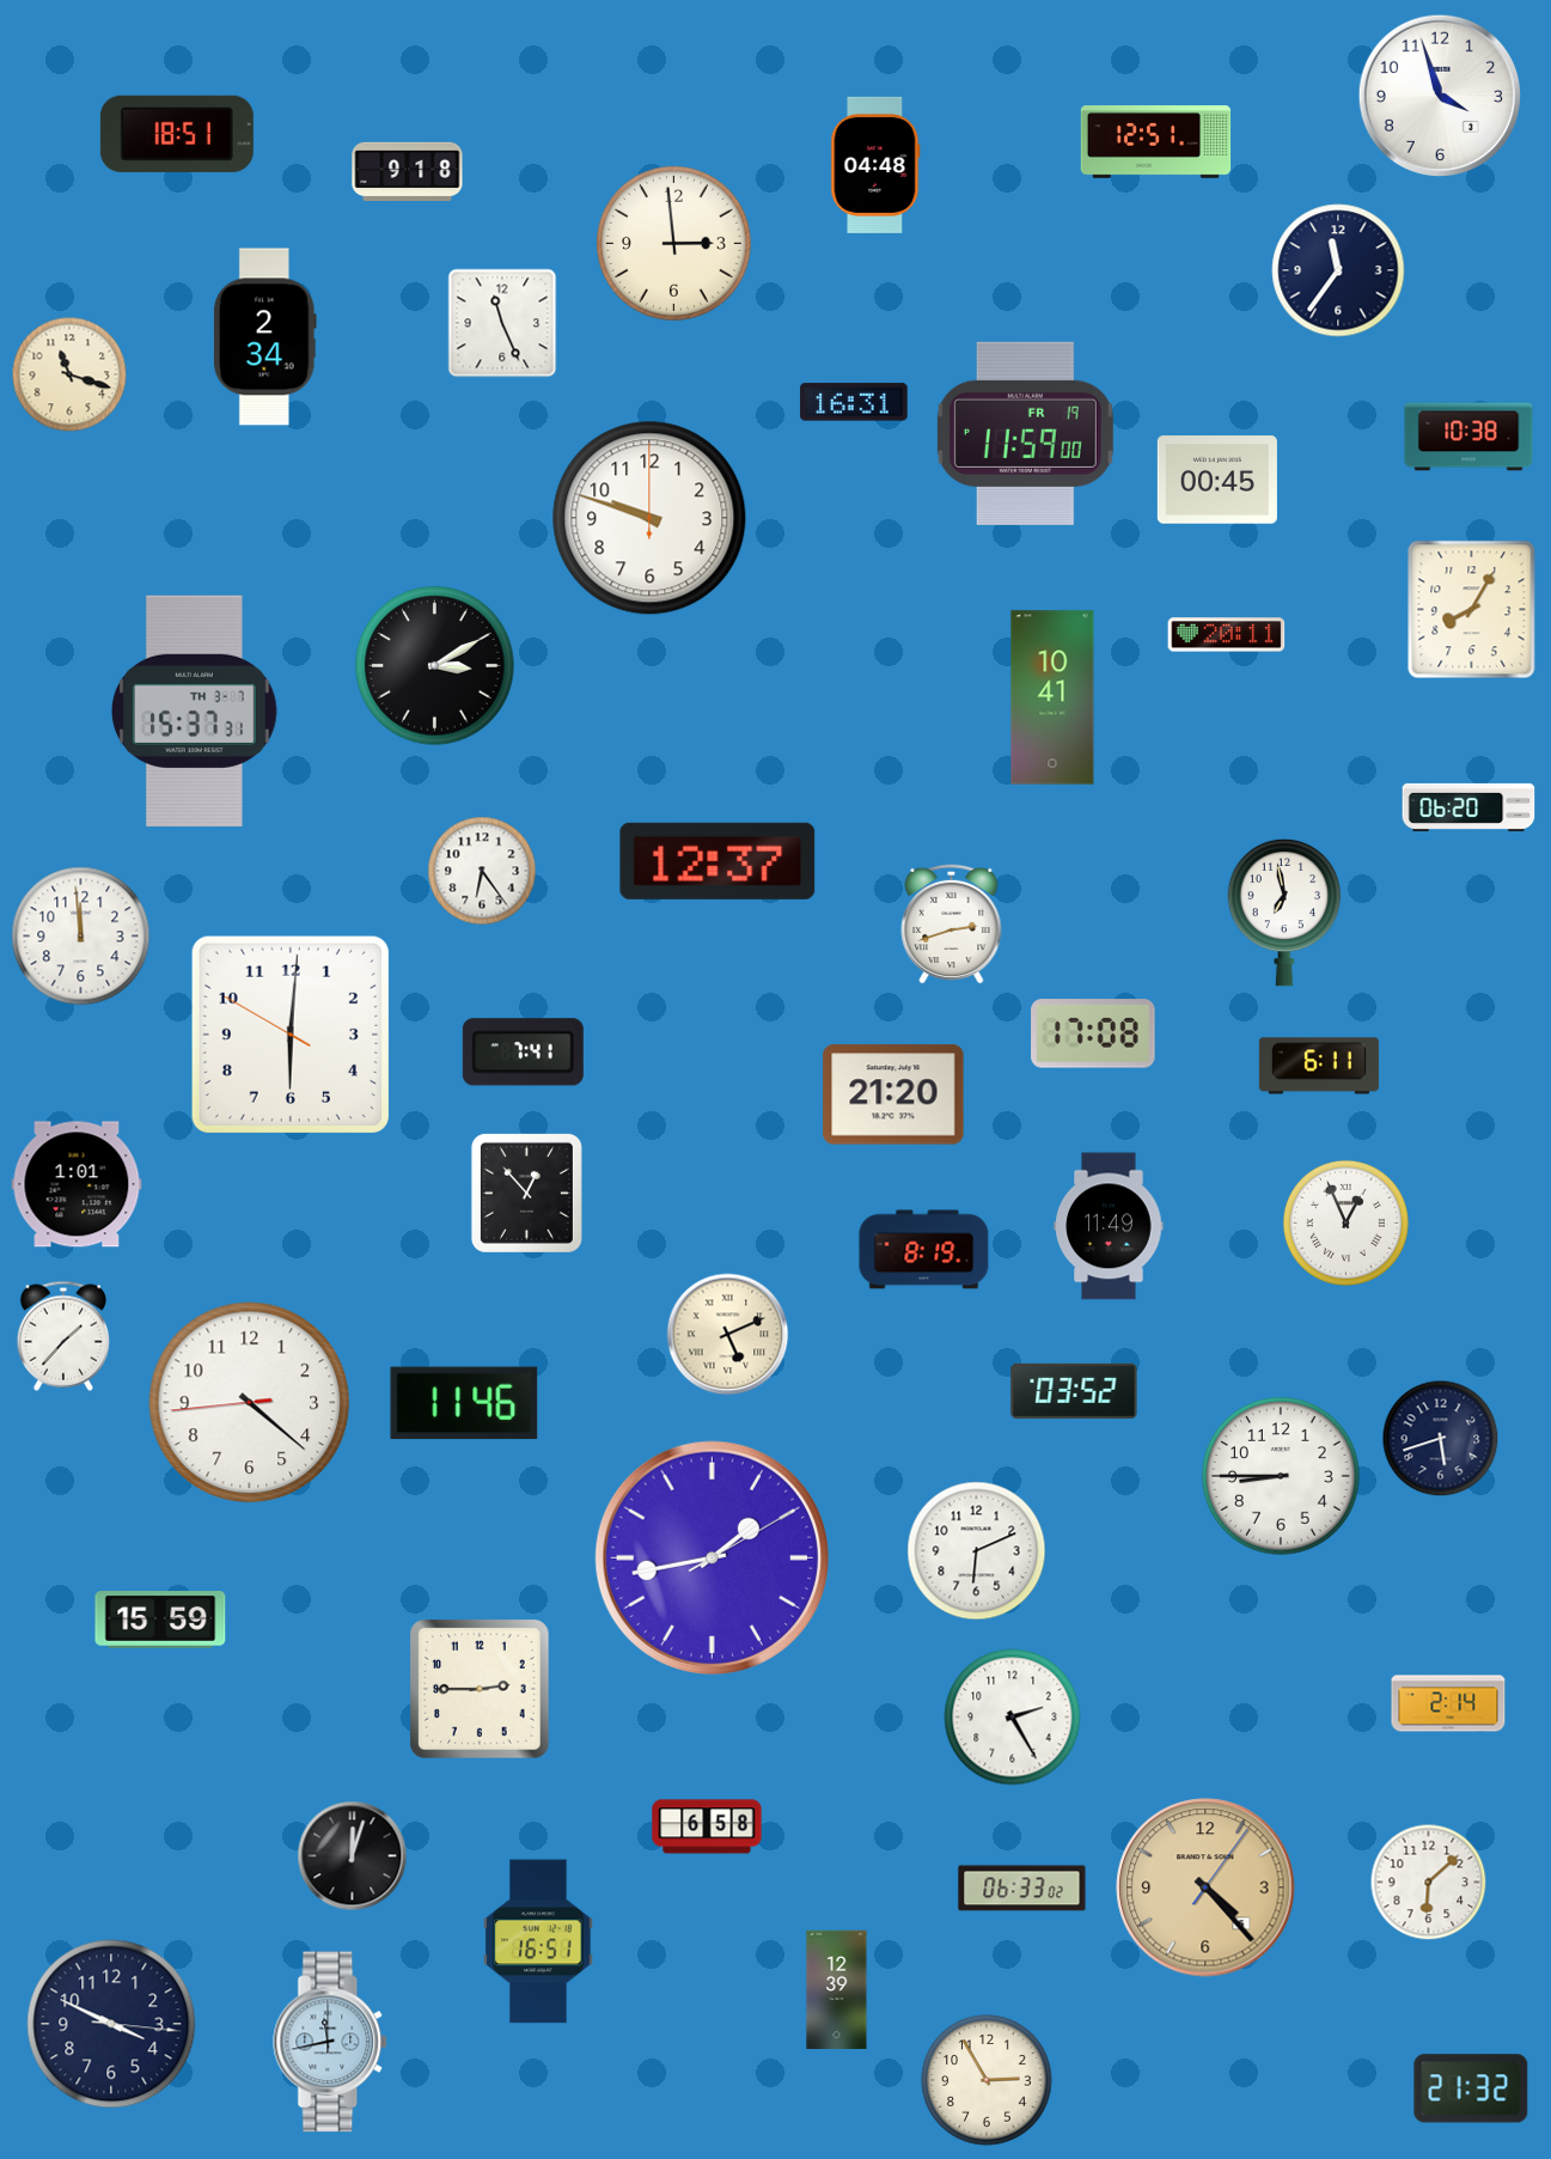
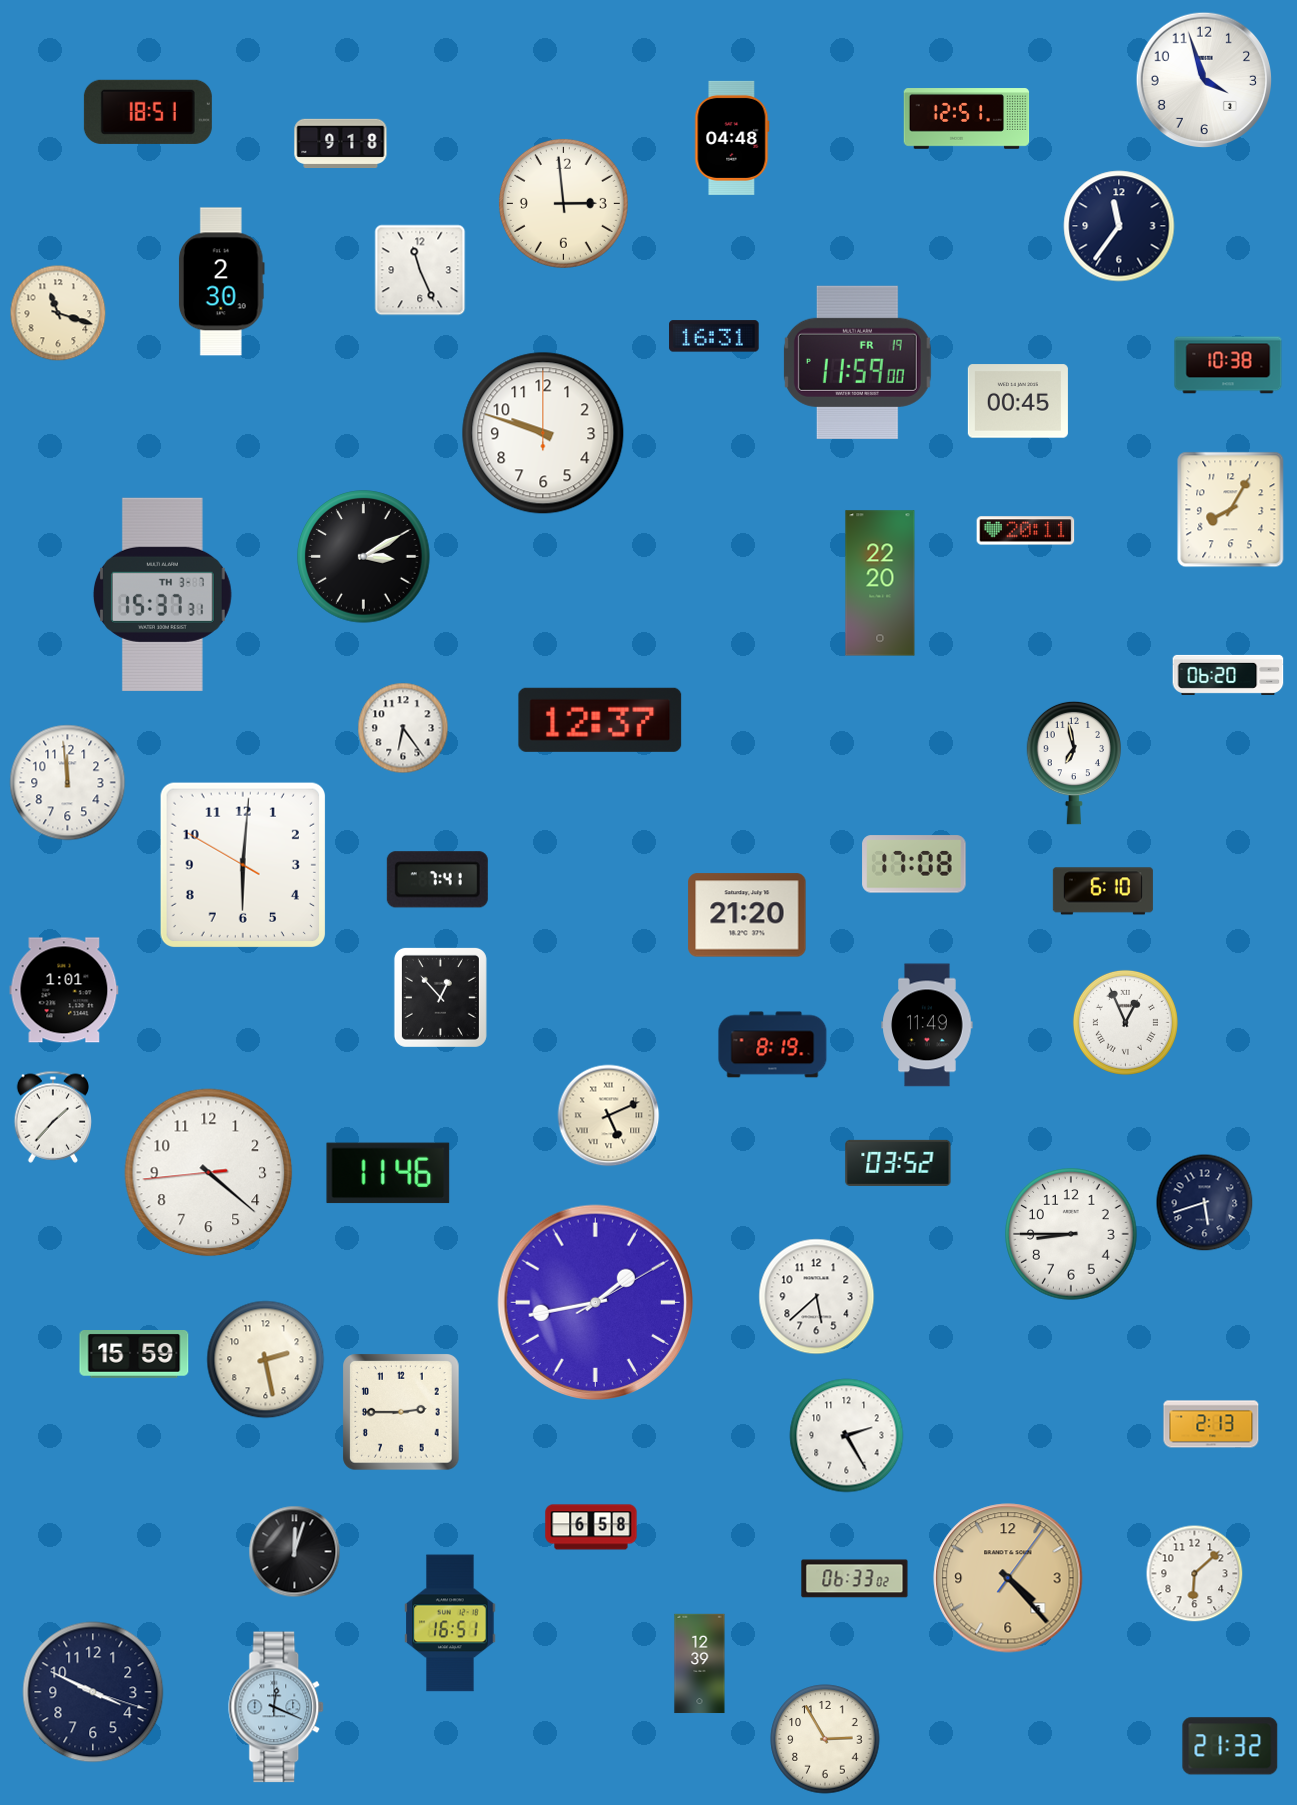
clock at (264, 337): 2:34 -> 2:30
clock at (1052, 697): 10:41 -> 22:20
clock at (952, 923): 2:42 -> none
clock at (1319, 1066): 6:11 -> 6:10
clock at (977, 1551): 6:11 -> 5:38
clock at (266, 1360): none -> 2:28
clock at (1448, 1703): 2:14 -> 2:13
clock at (111, 2024): 3:49:16 -> 3:49:18
clock at (331, 2042): 11:43 -> 12:19
